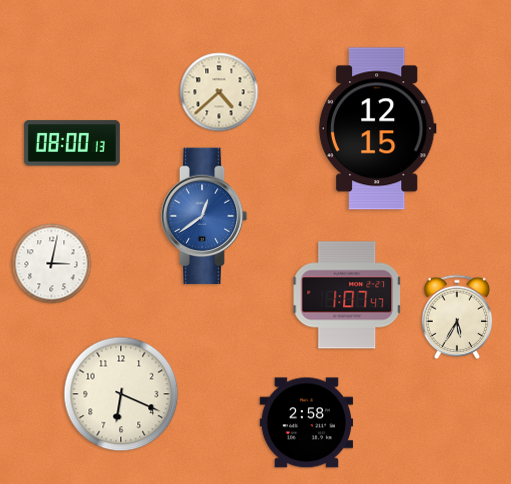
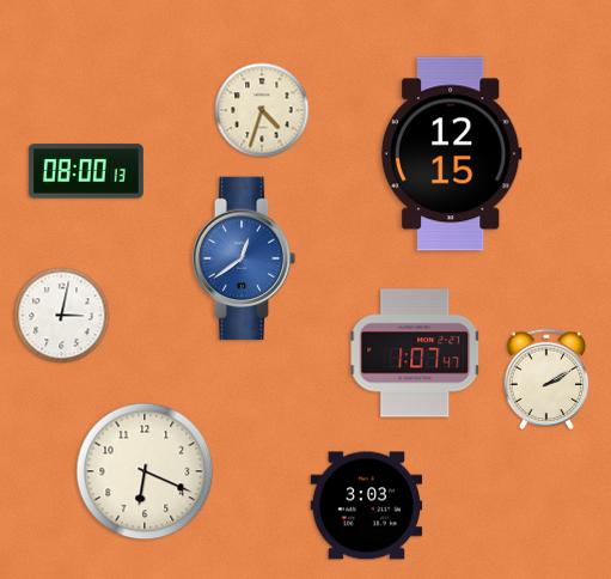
clock at (219, 92): 4:38 -> 4:33
clock at (457, 316): 5:35 -> 2:10
clock at (307, 423): 2:58 -> 3:03
